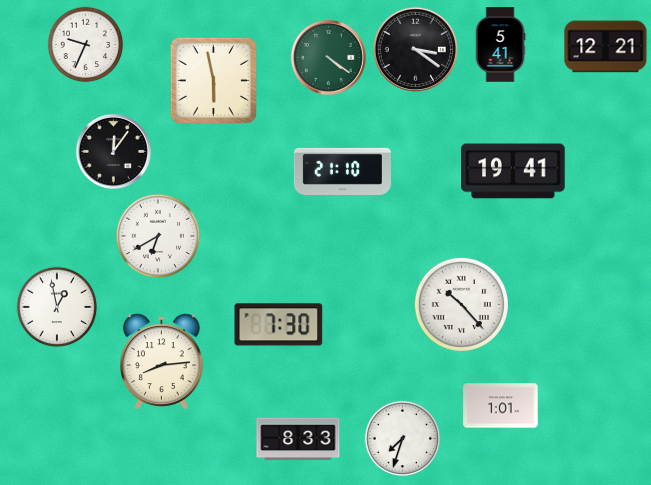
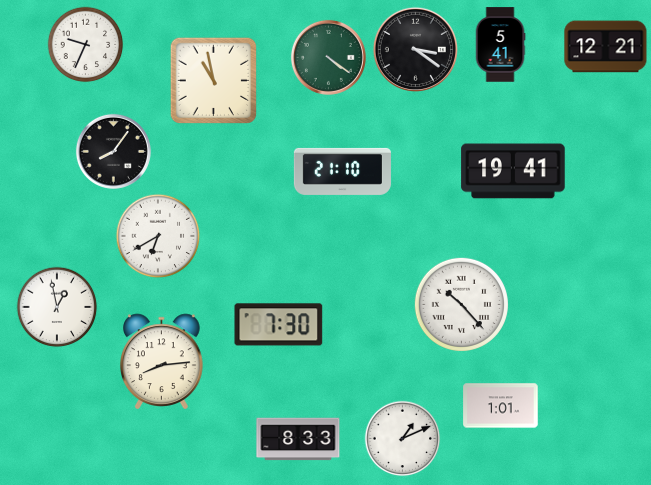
clock at (213, 80): 5:58 -> 10:58
clock at (113, 151): 12:06 -> 8:06
clock at (403, 439): 7:33 -> 1:11
